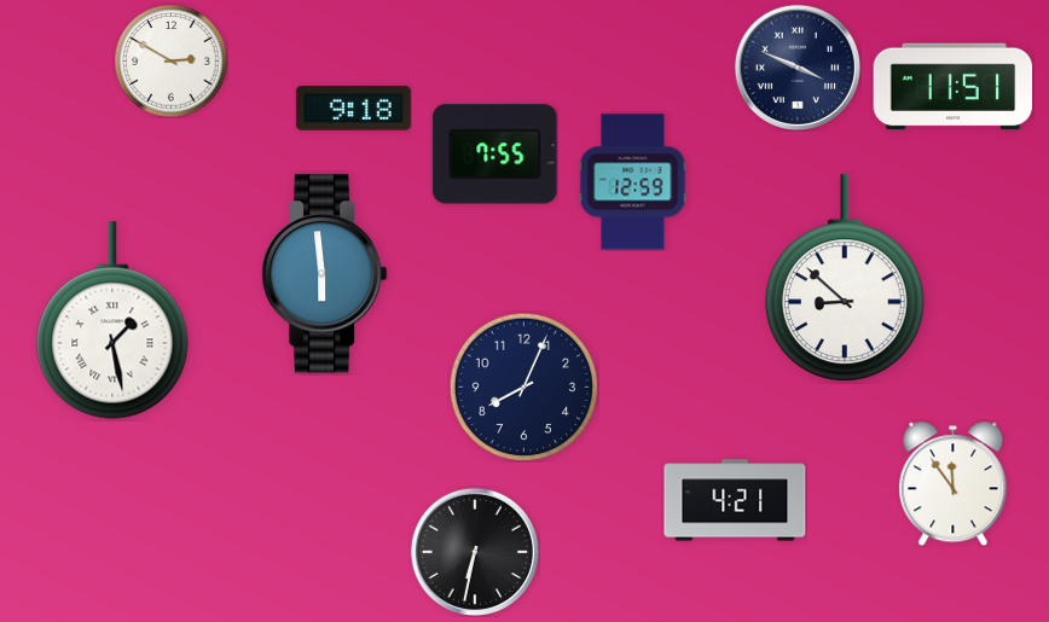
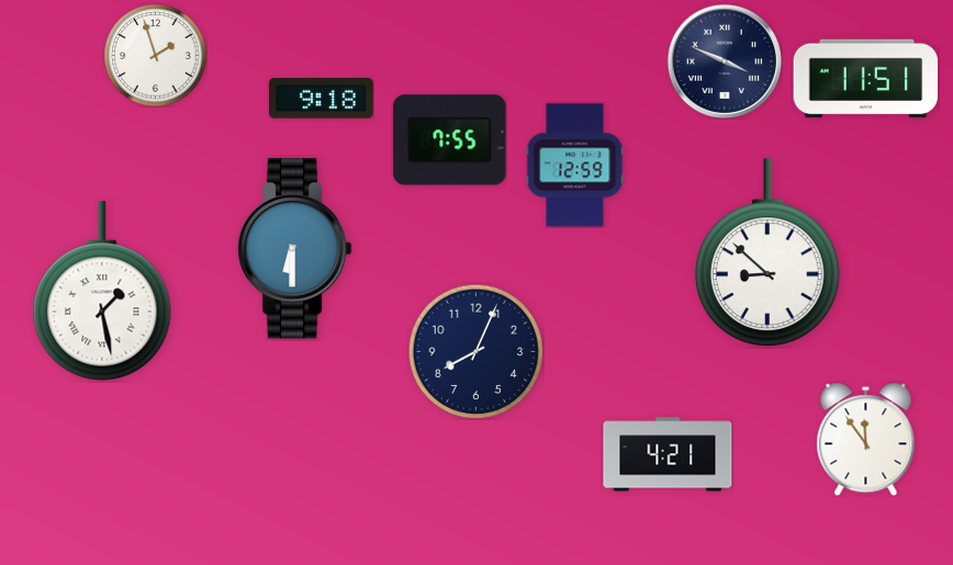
clock at (170, 60): 2:50 -> 1:57
clock at (325, 274): 5:59 -> 6:30
clock at (474, 551): 6:32 -> none
